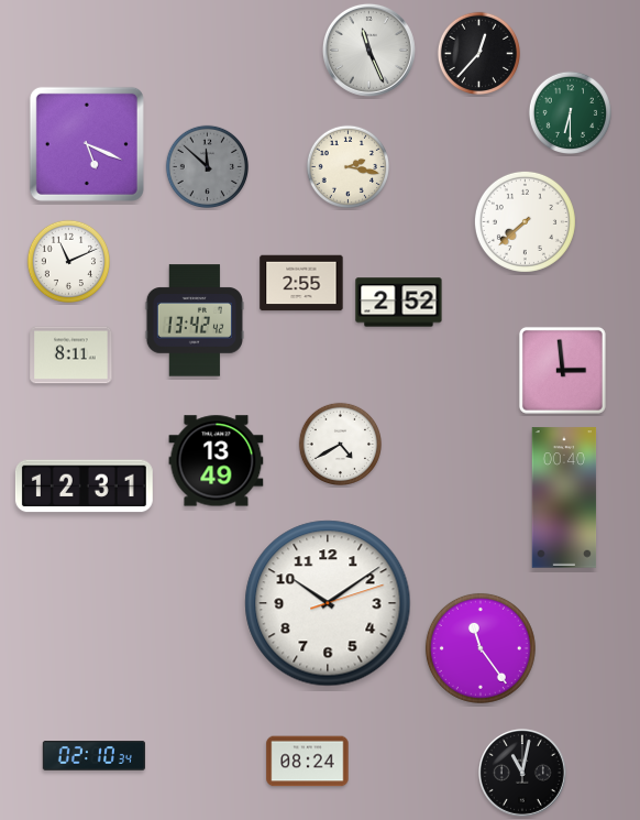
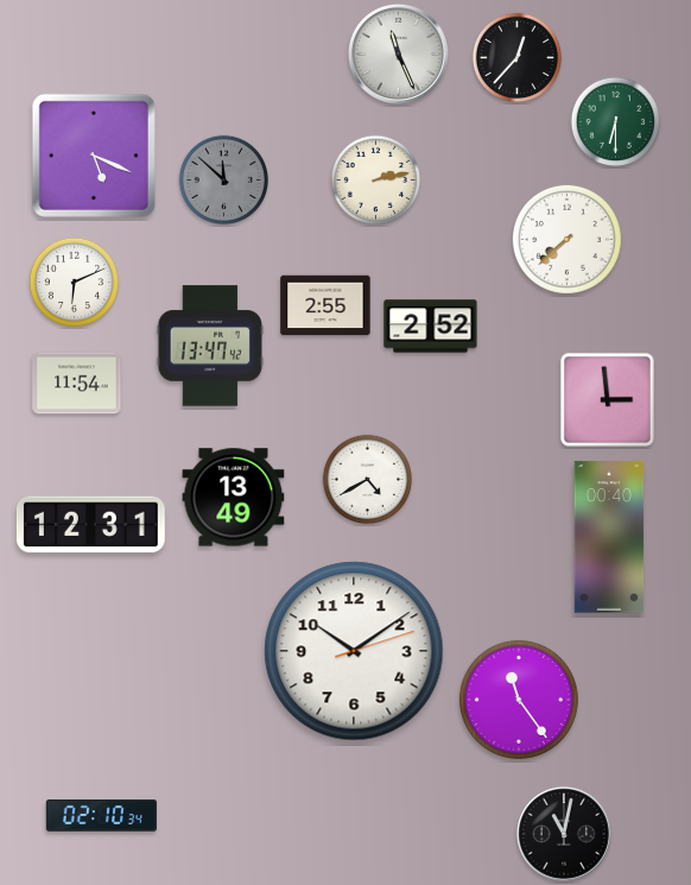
clock at (347, 166): 2:17 -> 2:13
clock at (68, 261): 11:11 -> 6:11
clock at (195, 320): 13:42 -> 13:47
clock at (71, 356): 8:11 -> 11:54
clock at (308, 762): 08:24 -> none
